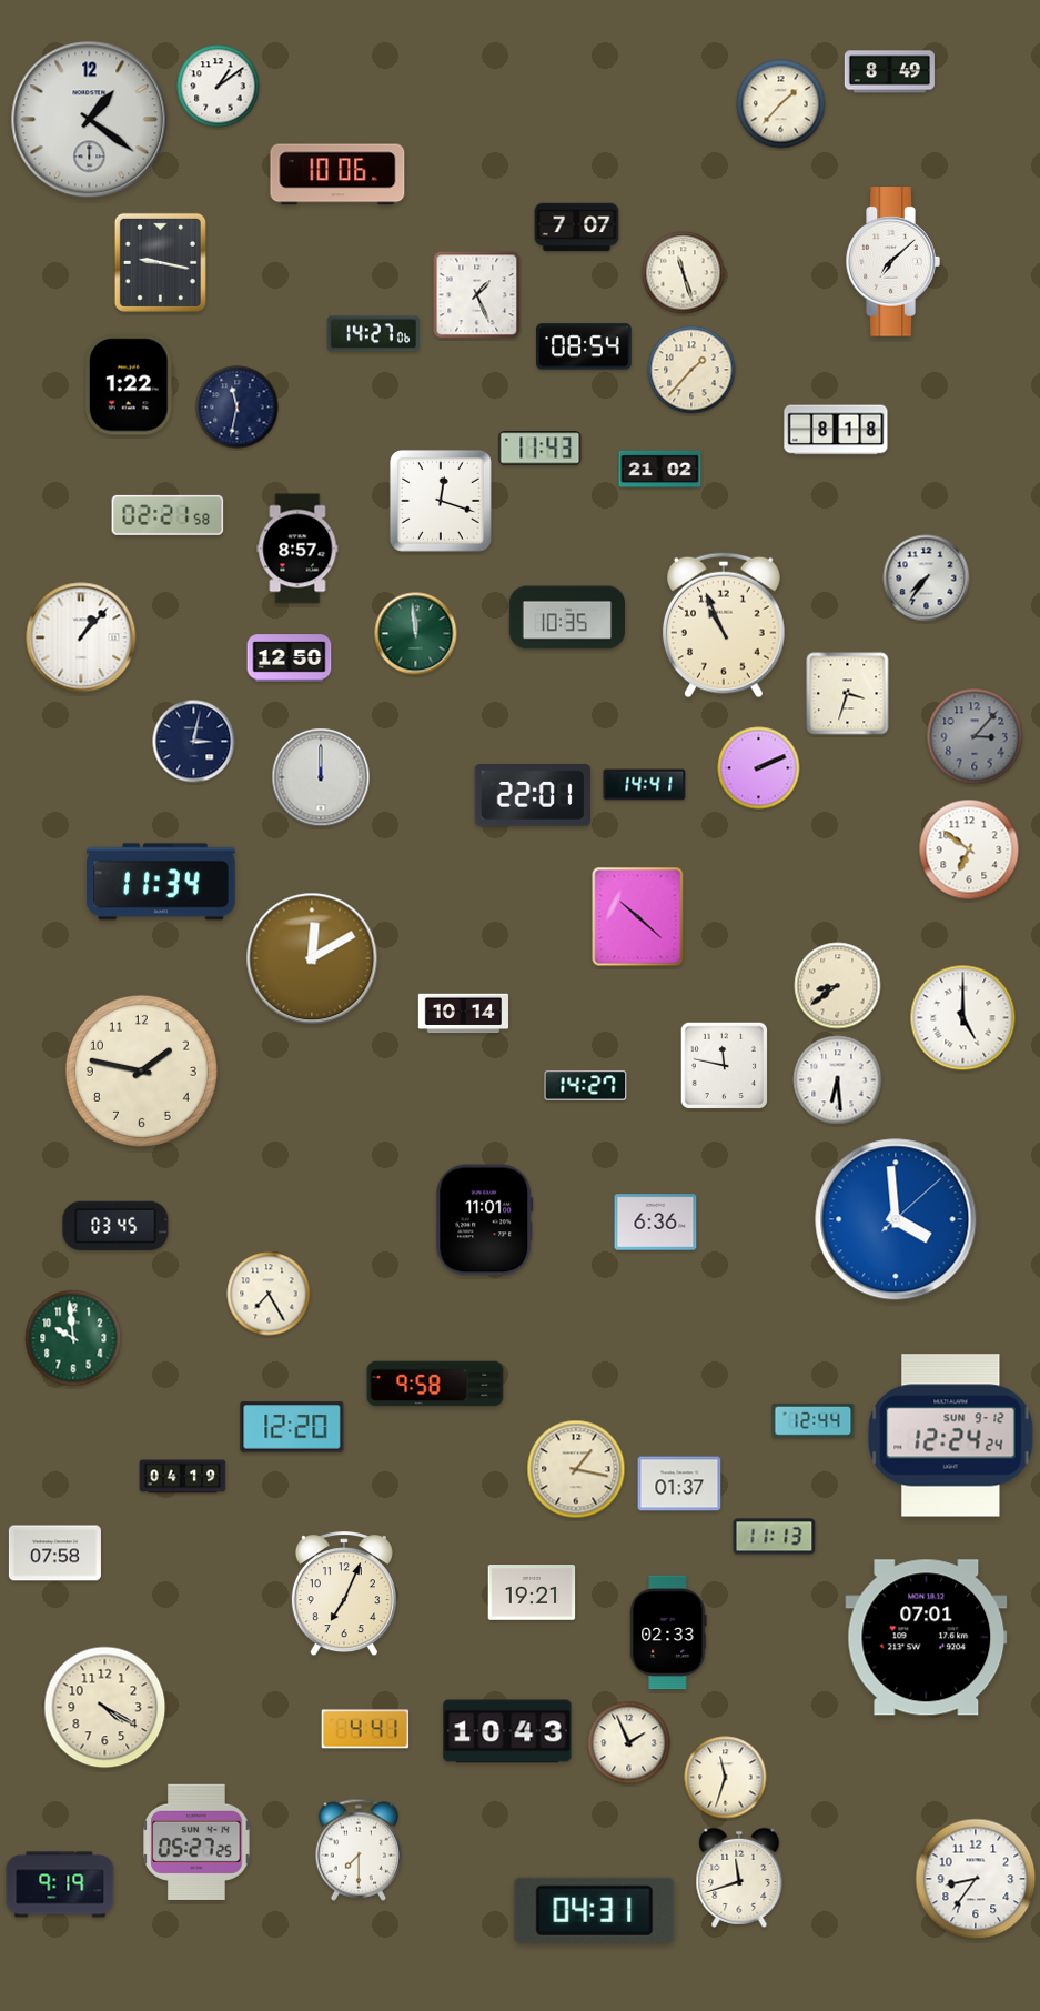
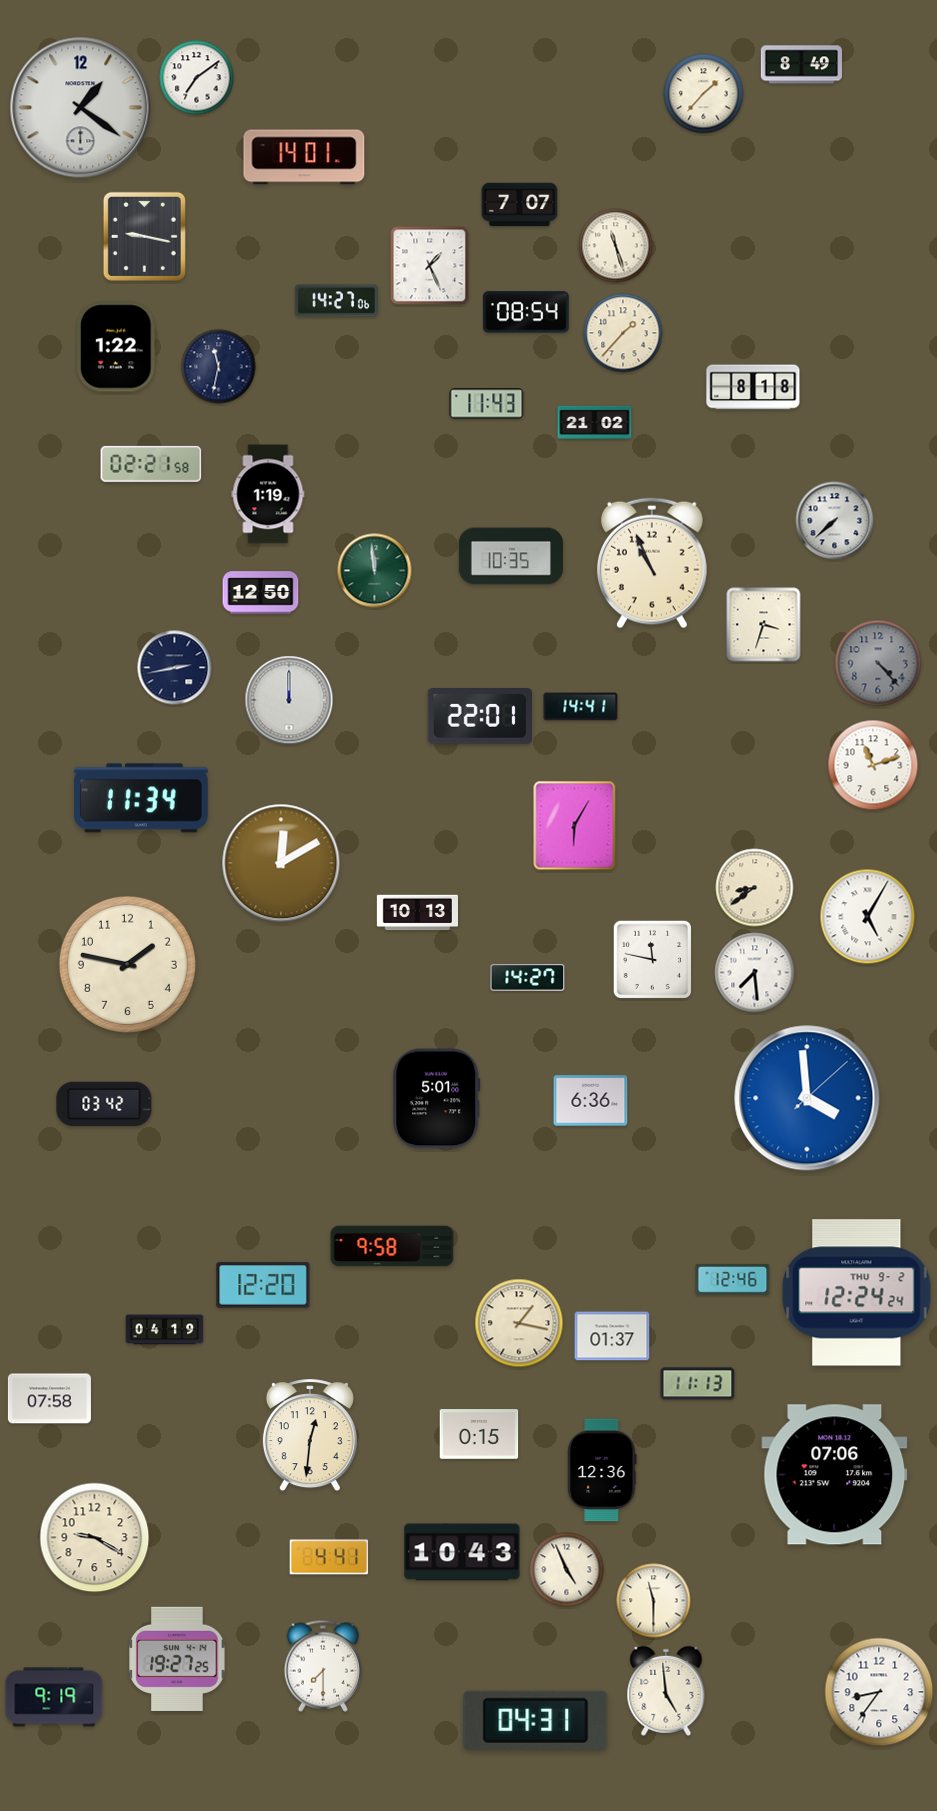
clock at (219, 87): 1:09 -> 7:09
clock at (337, 174): 10:06 -> 14:01
clock at (892, 262): 7:08 -> none
clock at (238, 408) position: (238, 408) -> (219, 367)
clock at (441, 501): 12:18 -> none
clock at (297, 549): 8:57 -> 1:19
clock at (927, 579): 7:36 -> 7:38
clock at (81, 637): 1:07 -> none
clock at (975, 736): 3:07 -> 4:23
clock at (194, 742): 3:02 -> 2:43
clock at (759, 768): 2:11 -> none
clock at (969, 849): 6:51 -> 11:12
clock at (162, 882) position: (162, 882) -> (142, 798)
clock at (638, 917): 10:22 -> 6:05
clock at (463, 1014): 10:14 -> 10:13
clock at (963, 1018): 5:00 -> 5:05
clock at (838, 1080): 6:29 -> 7:29
clock at (485, 1220): 11:01 -> 5:01
clock at (115, 1226): 03:45 -> 03:42
clock at (269, 1294): 7:25 -> none
clock at (73, 1338): 9:59 -> none
clock at (814, 1420): 12:44 -> 12:46
clock at (951, 1436) date: SUN 9-12 -> THU 9-2
clock at (532, 1592): 19:21 -> 0:15
clock at (344, 1595): 7:04 -> 12:31
clock at (668, 1632): 02:33 -> 12:36
clock at (927, 1638): 07:01 -> 07:06
clock at (105, 1708): 4:20 -> 9:20
clock at (507, 1731) position: (507, 1731) -> (462, 1552)
clock at (629, 1743): 1:56 -> 4:56
clock at (726, 1778): 11:33 -> 11:30
clock at (196, 1842): 05:27 -> 19:27
clock at (739, 1878): 11:42 -> 4:59
